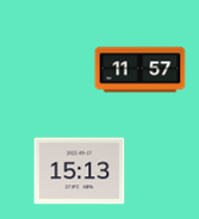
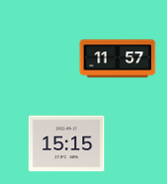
clock at (80, 171): 15:13 -> 15:15
